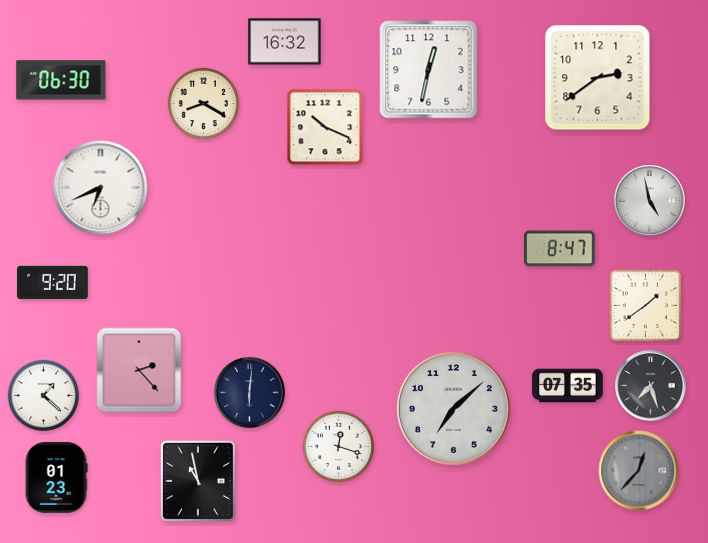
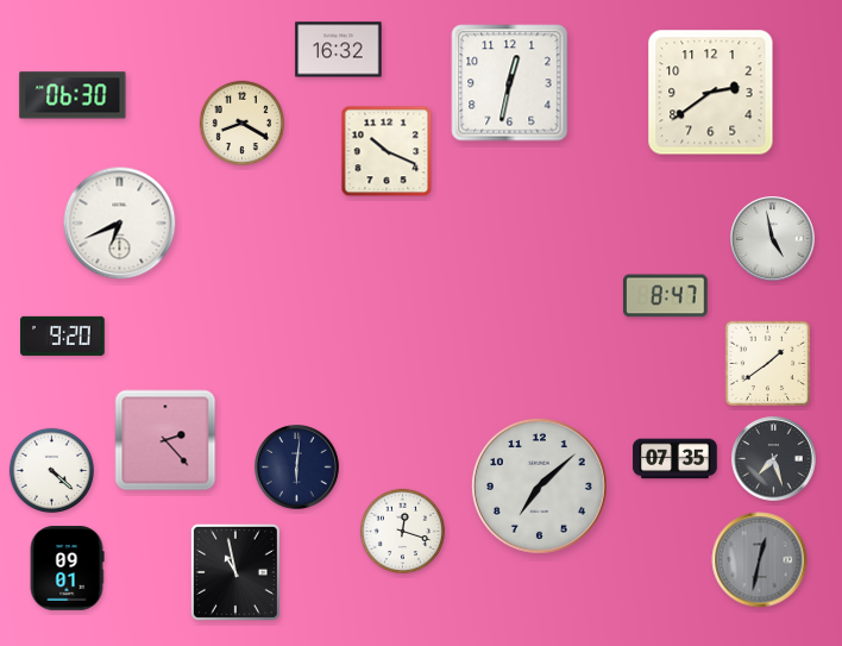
clock at (43, 395): 1:22 -> 4:22
clock at (639, 471): 12:37 -> 12:32
clock at (56, 478): 01:23 -> 09:01
